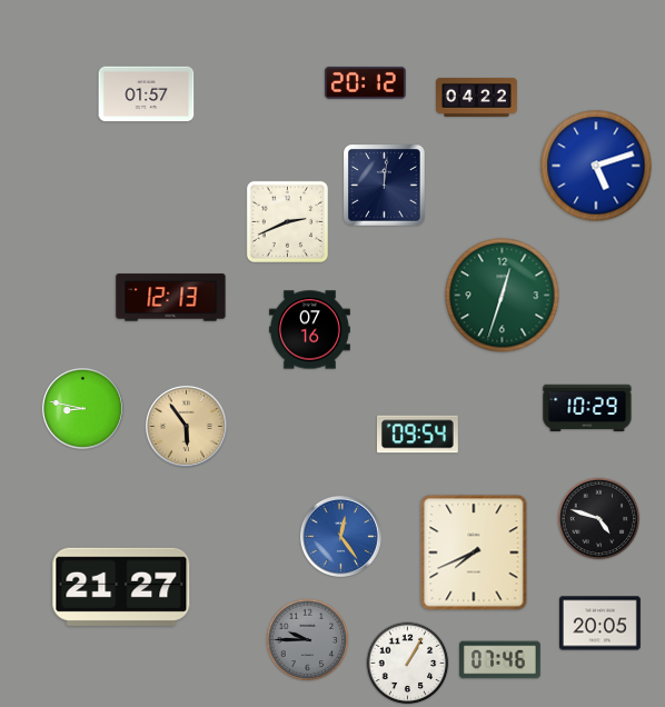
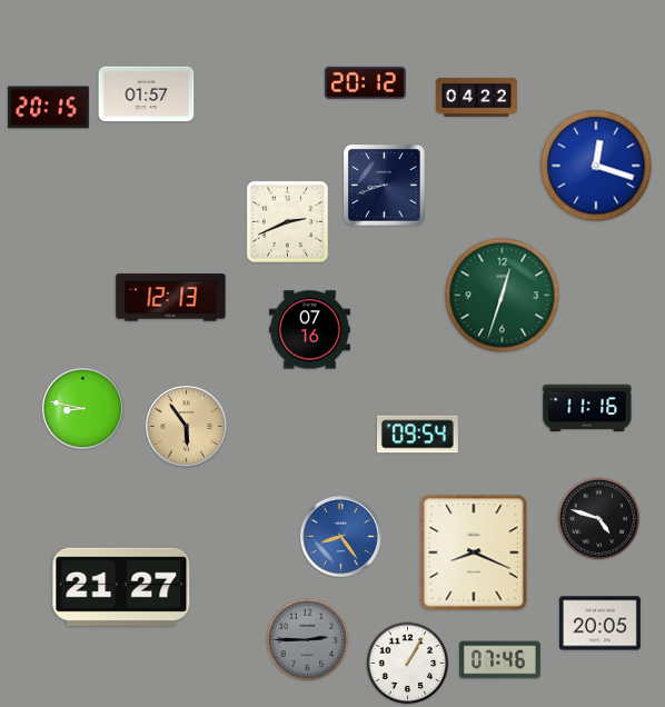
clock at (48, 108): none -> 20:15
clock at (596, 166): 5:12 -> 12:18
clock at (385, 186): 12:01 -> 8:42
clock at (587, 408): 10:29 -> 11:16
clock at (340, 536): 12:24 -> 8:24
clock at (474, 552): 7:41 -> 8:19
clock at (308, 640): 9:45 -> 2:45
